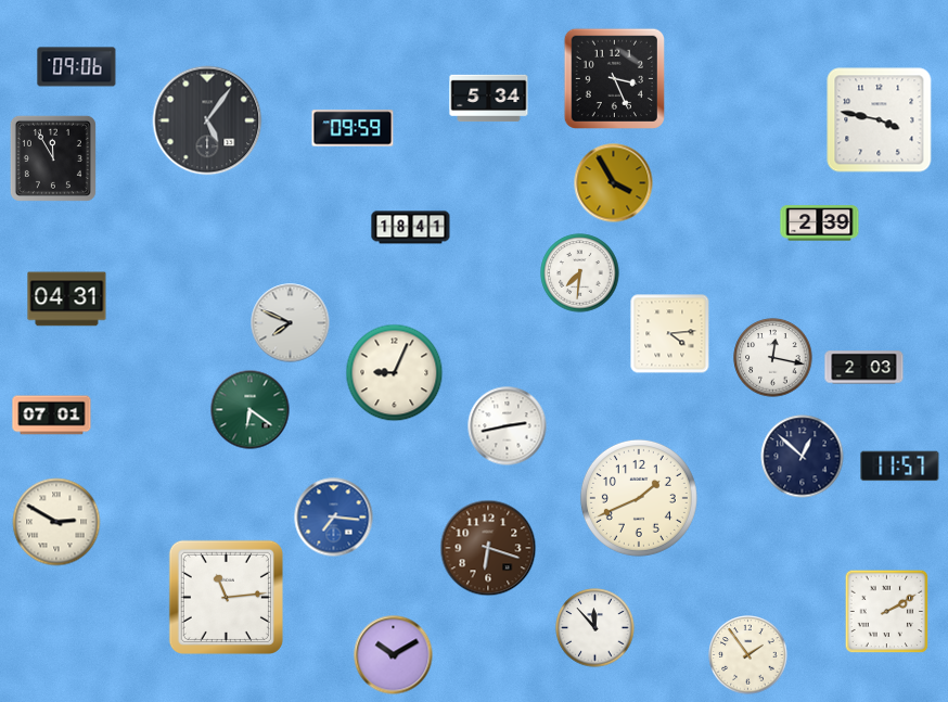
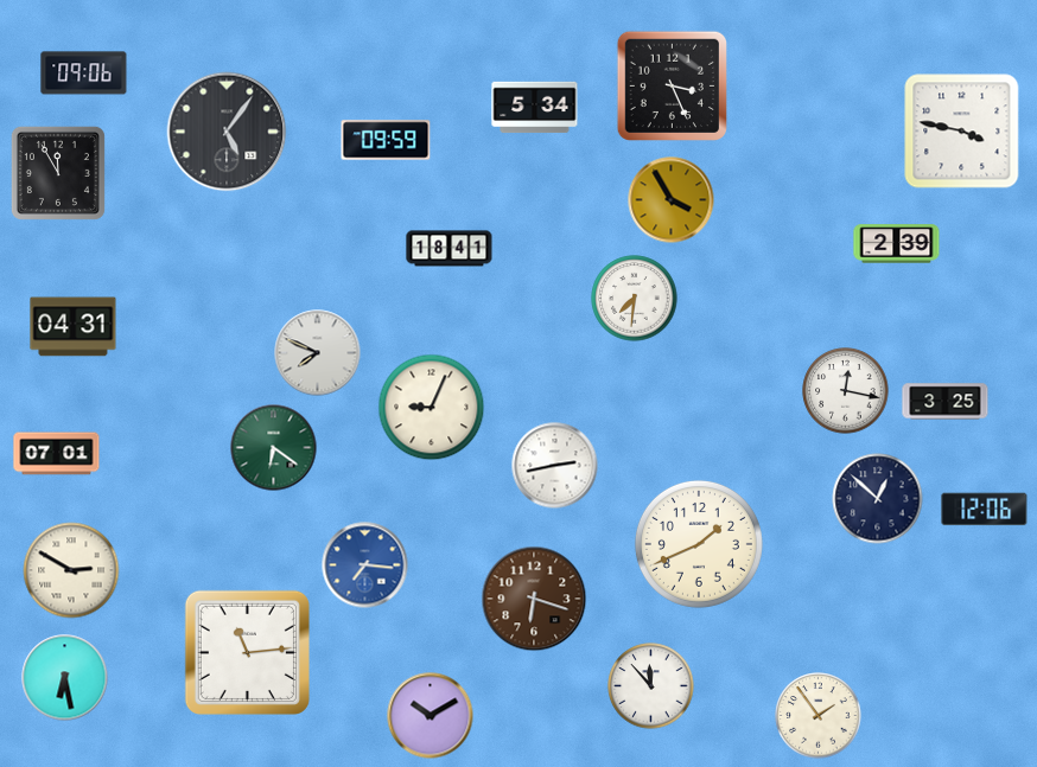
clock at (670, 334): 4:14 -> none
clock at (864, 368): 2:03 -> 3:25
clock at (900, 467): 11:57 -> 12:06
clock at (56, 522) position: (56, 522) -> (71, 570)
clock at (887, 612): 2:10 -> none
clock at (65, 678): none -> 6:28
